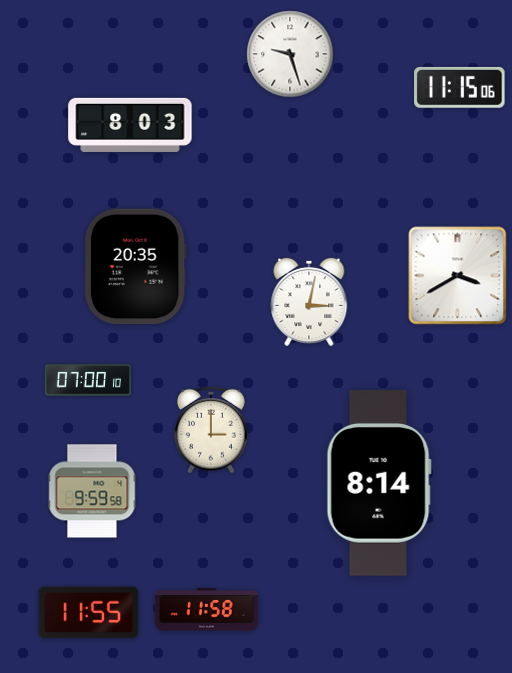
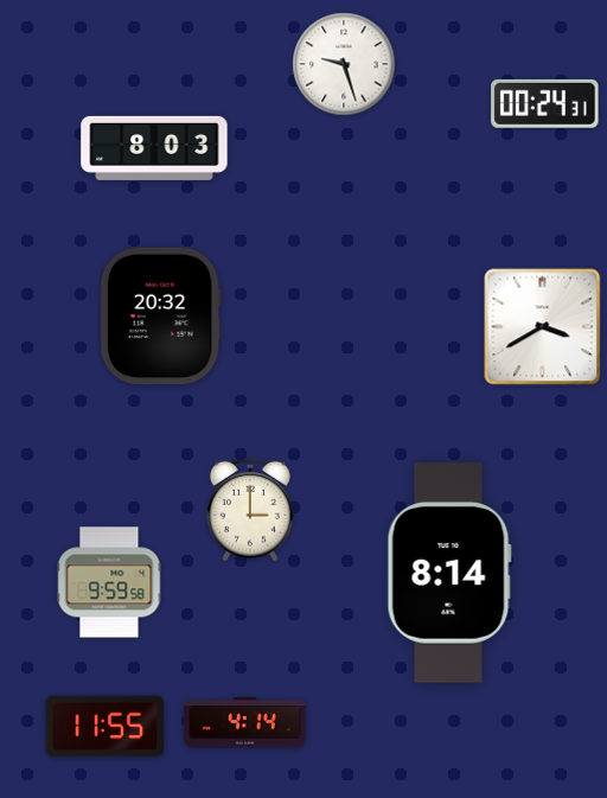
clock at (460, 87): 11:15 -> 00:24
clock at (135, 267): 20:35 -> 20:32
clock at (309, 302): 3:02 -> none
clock at (88, 380): 07:00 -> none
clock at (206, 610): 11:58 -> 4:14
